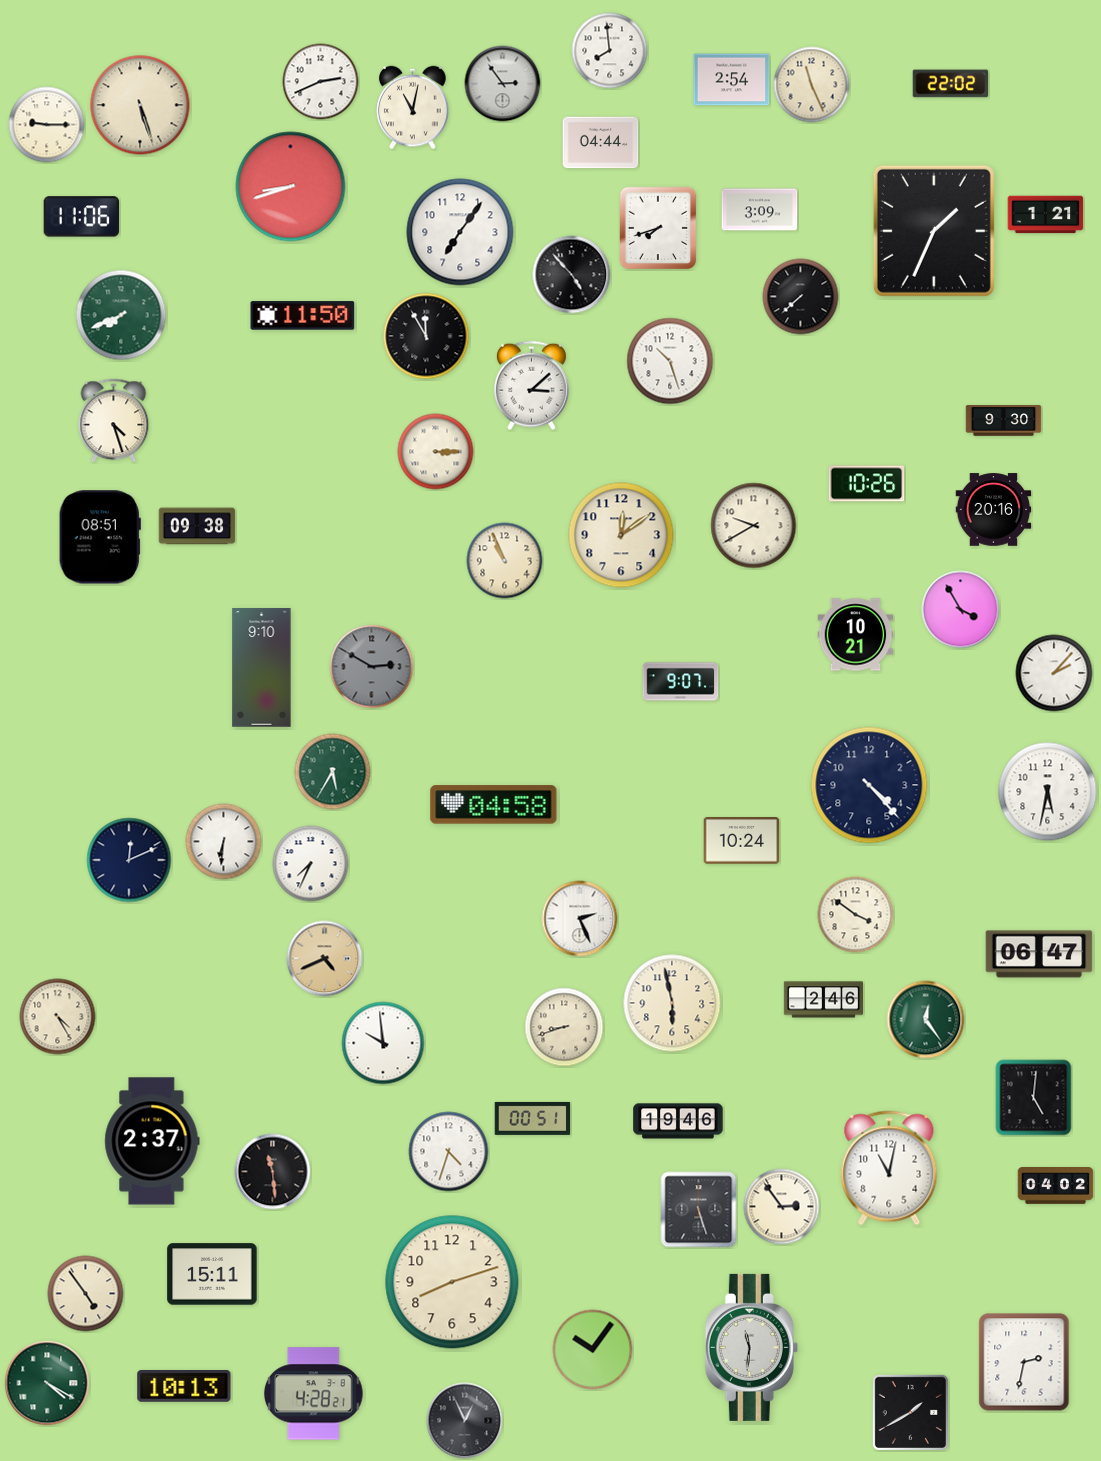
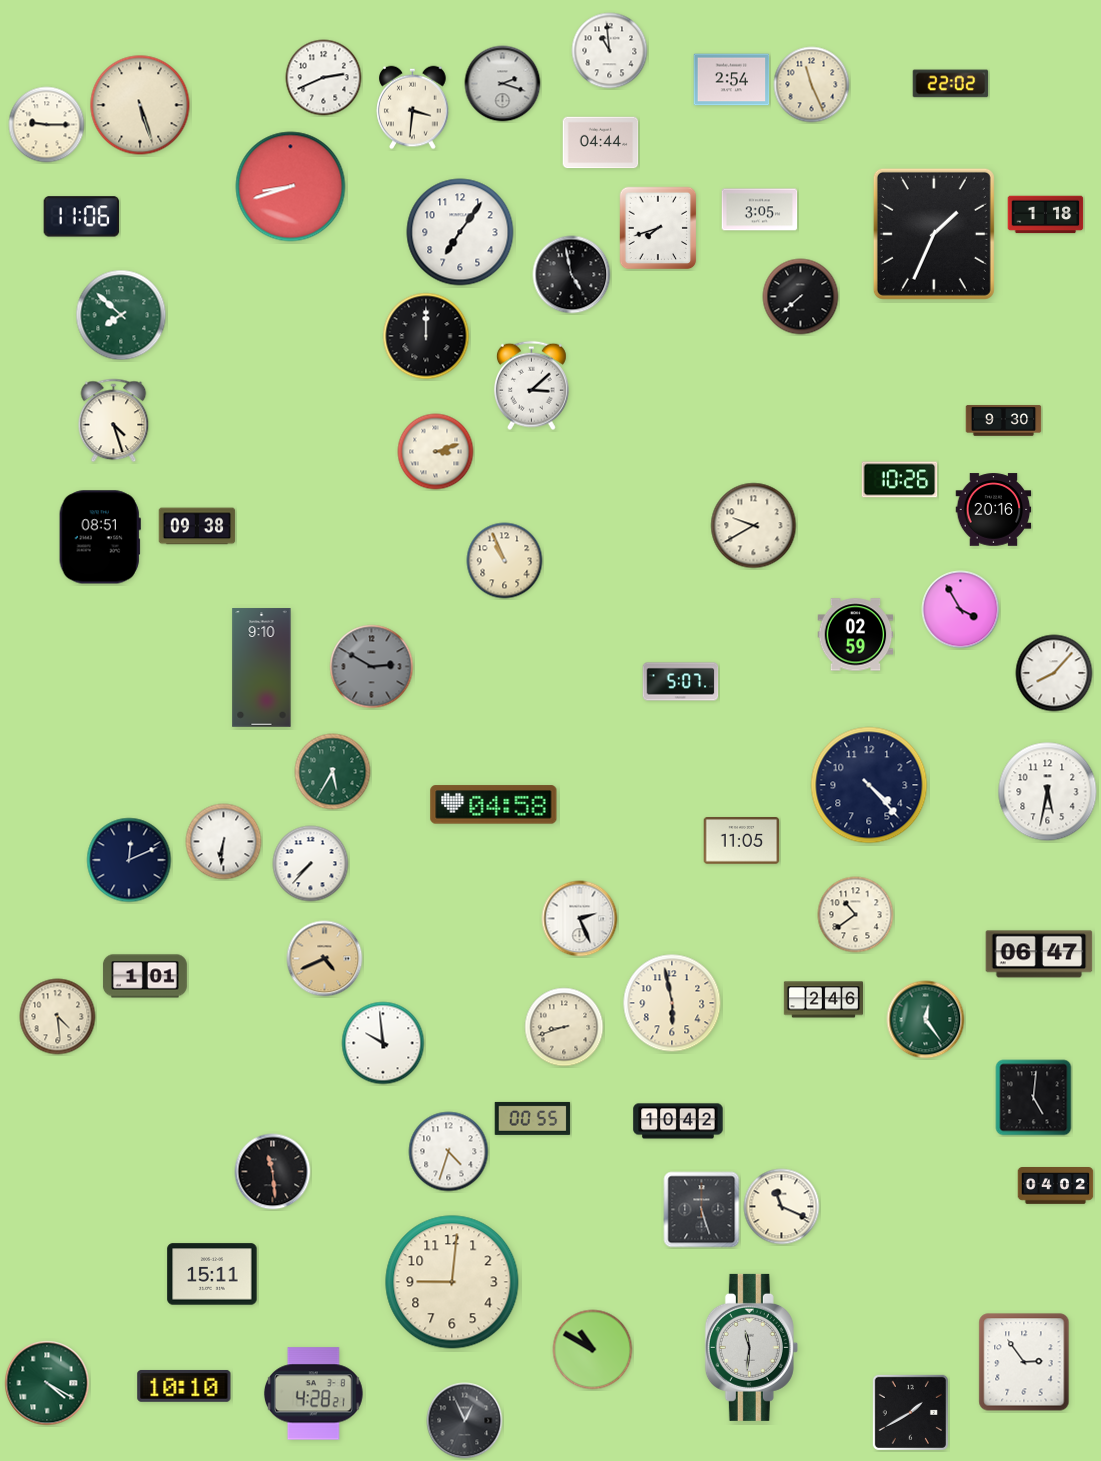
clock at (610, 51): 7:59 -> 10:59
clock at (321, 82) position: (321, 82) -> (324, 78)
clock at (503, 84): 2:54 -> 2:18
clock at (413, 108): 11:02 -> 3:31
clock at (760, 210): 3:09 -> 3:05
clock at (1046, 215): 1:21 -> 1:18
clock at (934, 231) position: (934, 231) -> (934, 234)
clock at (572, 275): 4:53 -> 4:58
clock at (121, 315): 7:41 -> 7:52
clock at (303, 316): 11:50 -> none
clock at (426, 336): 11:55 -> 12:00
clock at (670, 361): 10:27 -> none
clock at (436, 452): 3:15 -> 3:12
clock at (867, 484) position: (867, 484) -> (900, 480)
clock at (621, 535): 12:09 -> none
clock at (856, 635): 10:21 -> 02:59
clock at (1054, 673): 2:07 -> 8:07
clock at (681, 682): 9:07 -> 5:07
clock at (742, 841): 10:24 -> 11:05
clock at (311, 864): 7:34 -> 7:37
clock at (856, 915): 3:51 -> 10:39
clock at (145, 976): none -> 1:01
clock at (58, 1017): 4:25 -> 4:29
clock at (533, 1118): 00:51 -> 00:55
clock at (678, 1121): 19:46 -> 10:42
clock at (152, 1141): 2:37 -> none
clock at (889, 1168): 11:02 -> none
clock at (782, 1207): 2:54 -> 11:19
clock at (699, 1210) position: (699, 1210) -> (702, 1210)
clock at (452, 1282): 8:12 -> 9:01
clock at (86, 1294): 4:54 -> none
clock at (593, 1350): 10:06 -> 10:50
clock at (1024, 1362): 2:32 -> 2:54
clock at (184, 1386): 10:13 -> 10:10
